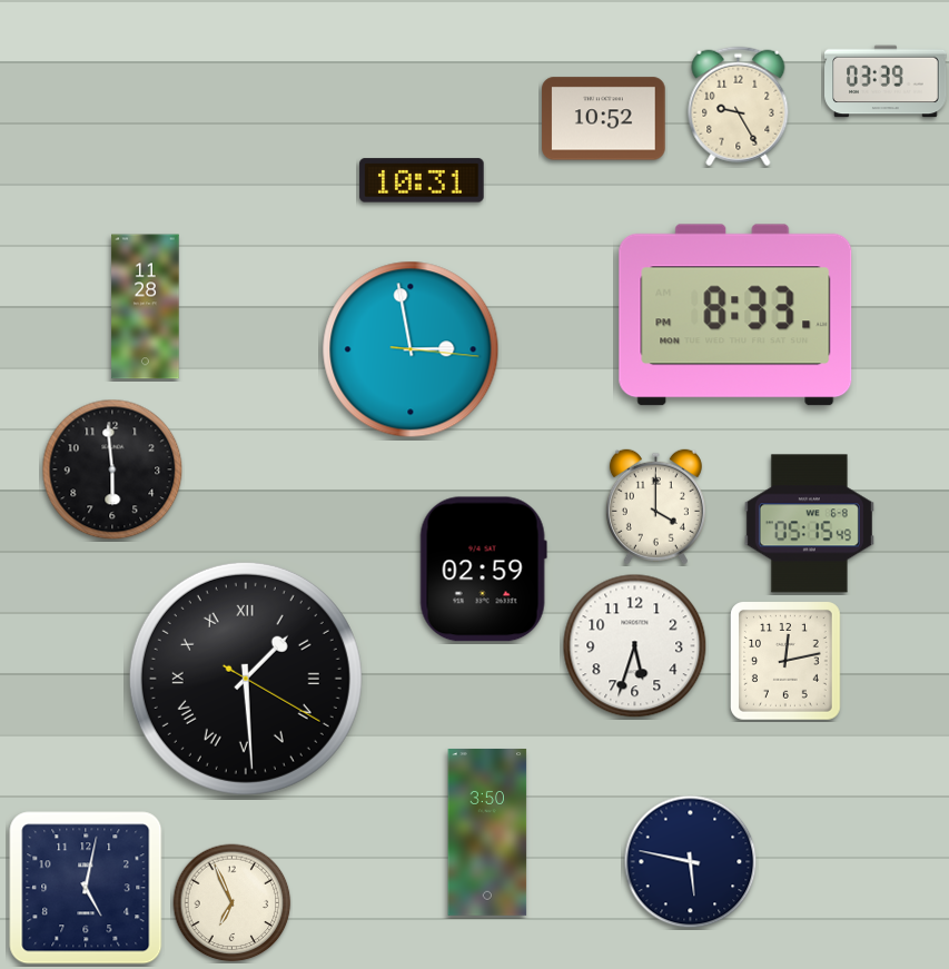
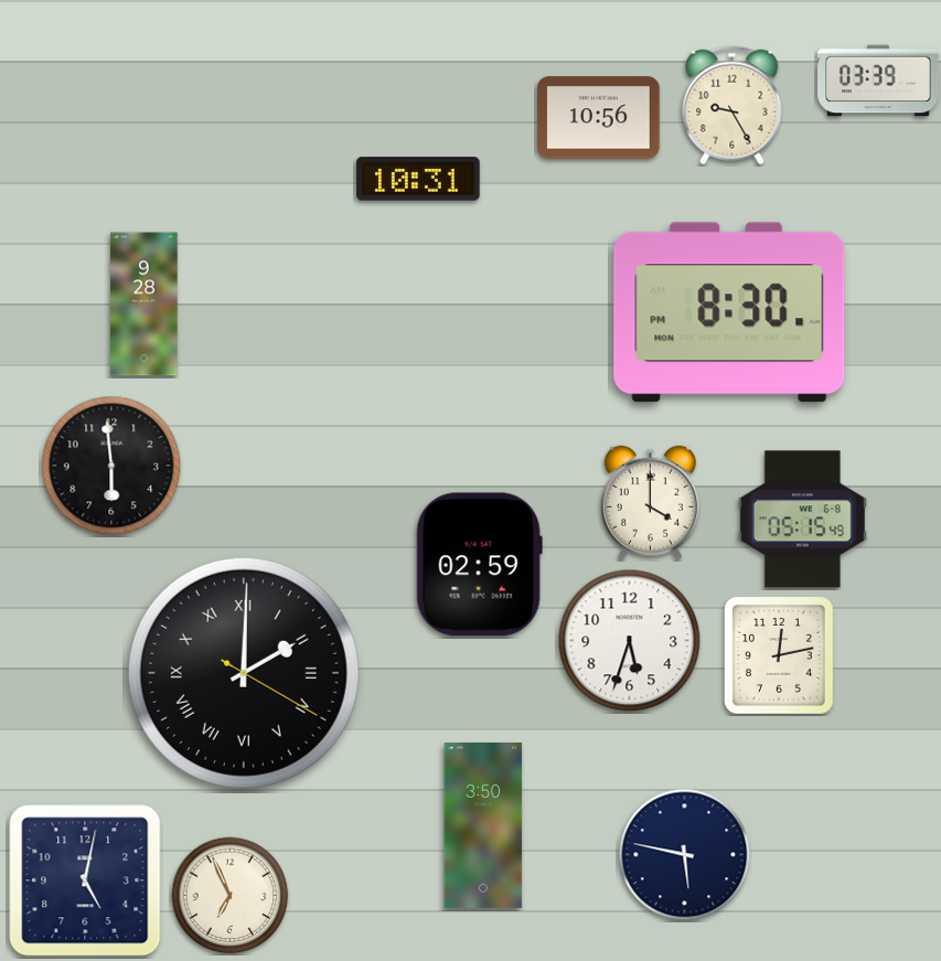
clock at (604, 119): 10:52 -> 10:56
clock at (146, 307): 11:28 -> 9:28
clock at (735, 315): 8:33 -> 8:30
clock at (411, 349): 2:58 -> none
clock at (246, 679): 1:29 -> 2:00
